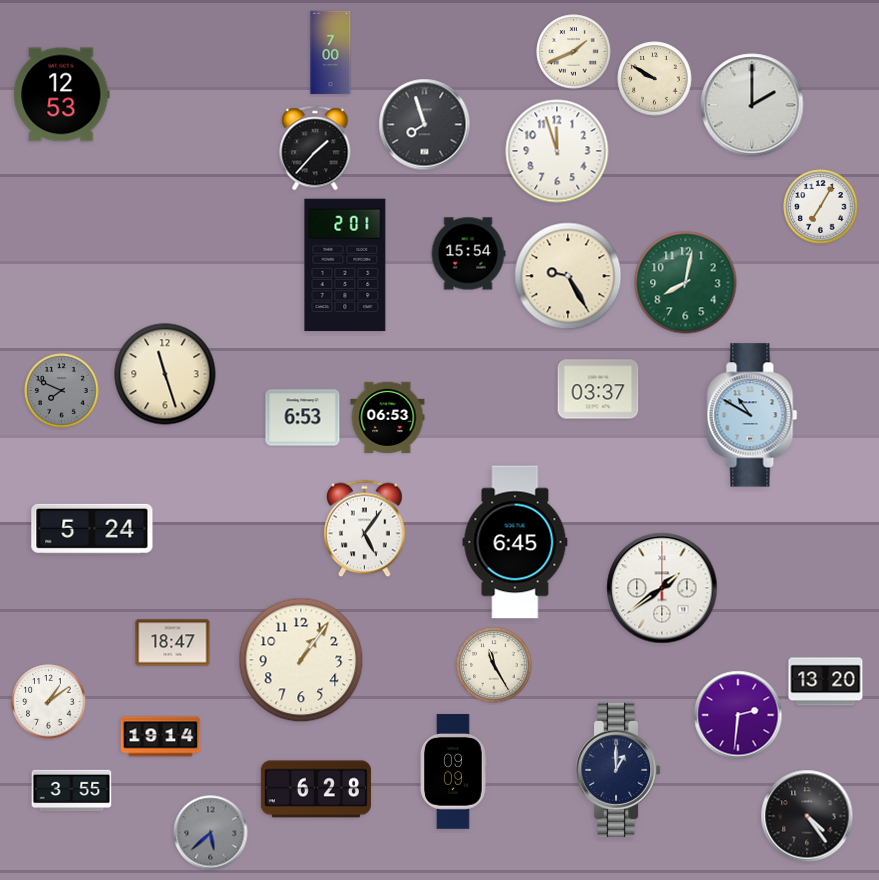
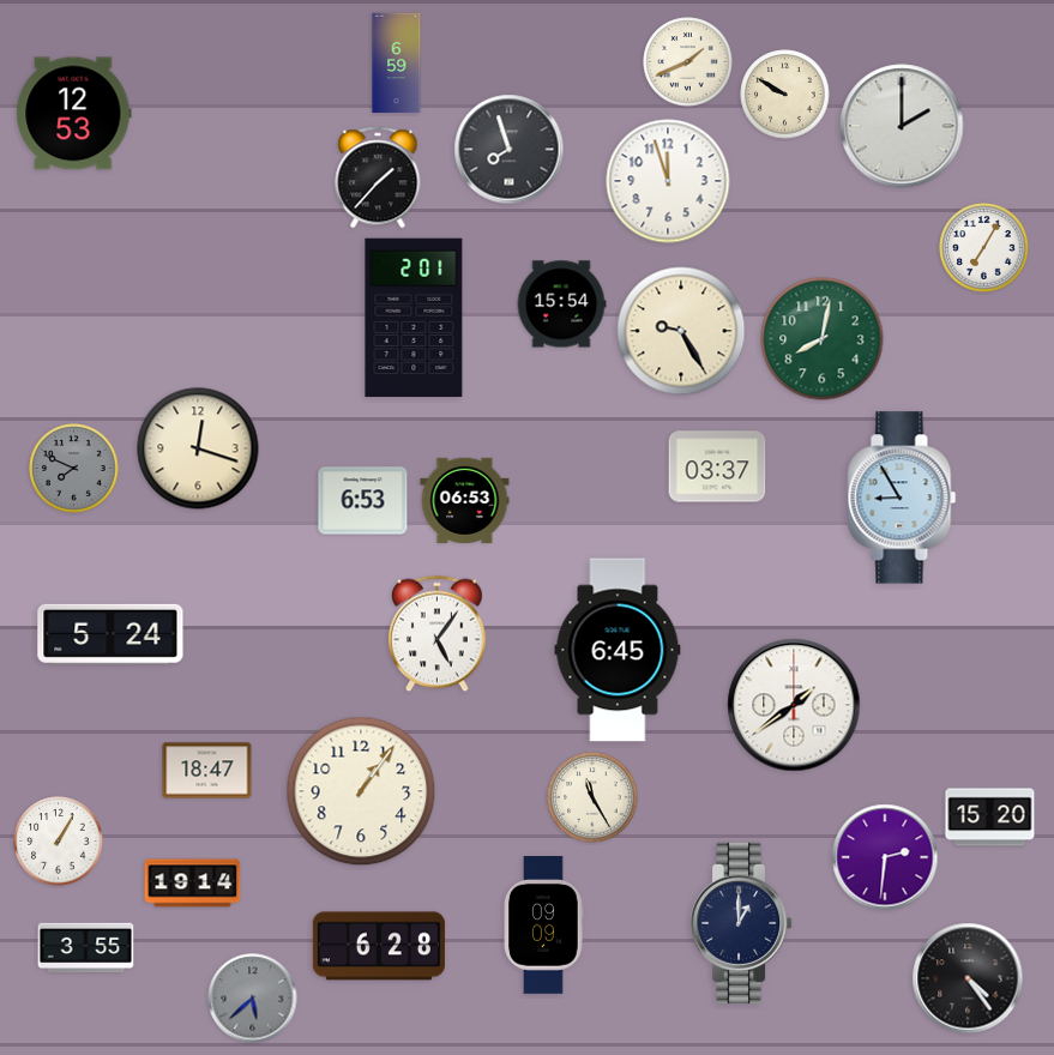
clock at (331, 53): 7:00 -> 6:59
clock at (165, 374): 11:27 -> 12:18
clock at (752, 415): 10:50 -> 8:55
clock at (826, 682): 13:20 -> 15:20
clock at (49, 702): 1:09 -> 1:05
